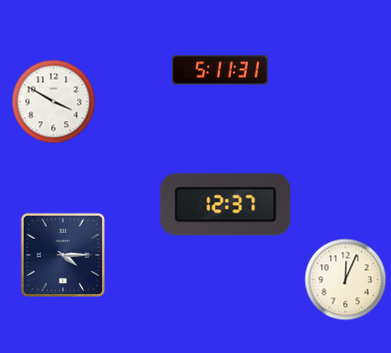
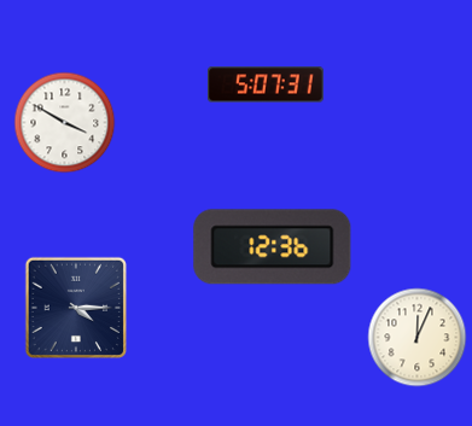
clock at (220, 70): 5:11 -> 5:07
clock at (226, 205): 12:37 -> 12:36
